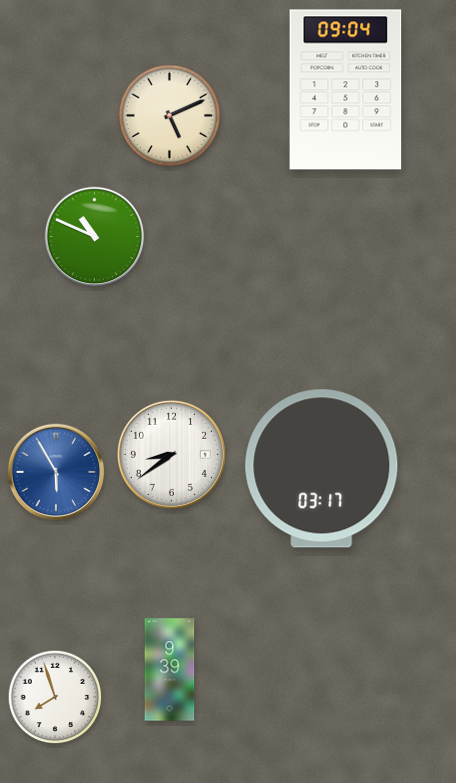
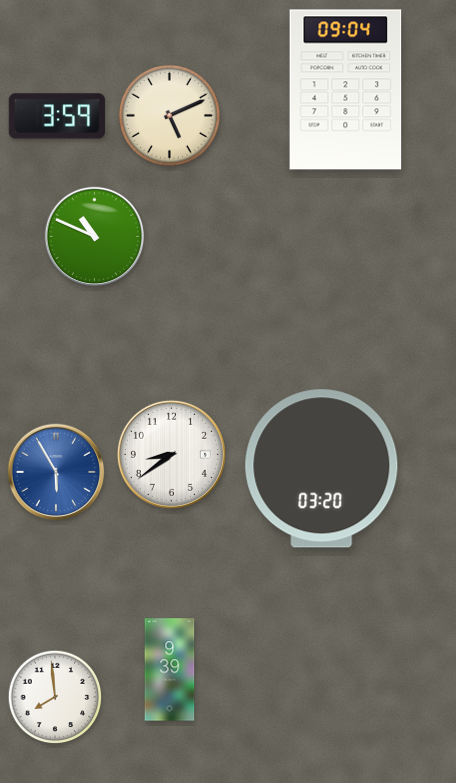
clock at (57, 116): none -> 3:59
clock at (322, 469): 03:17 -> 03:20
clock at (55, 697): 7:57 -> 7:59
